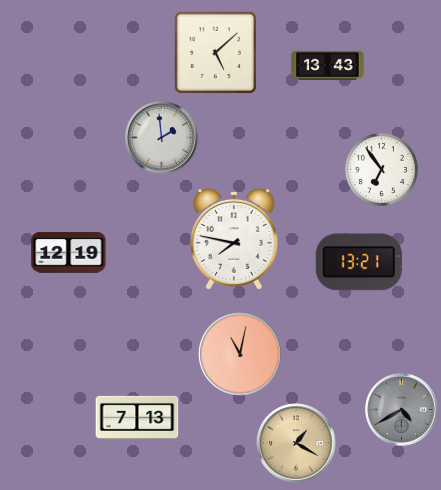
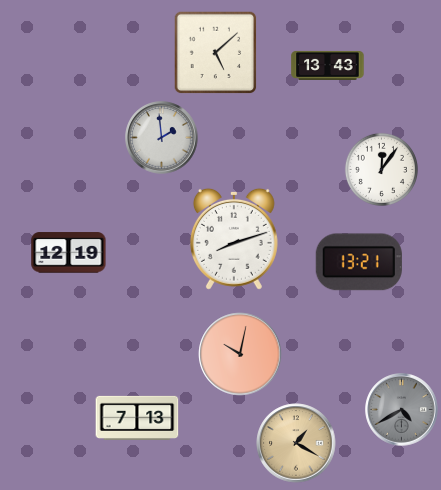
clock at (381, 169): 6:54 -> 12:06
clock at (234, 239): 7:47 -> 8:12
clock at (240, 354): 11:02 -> 10:02
